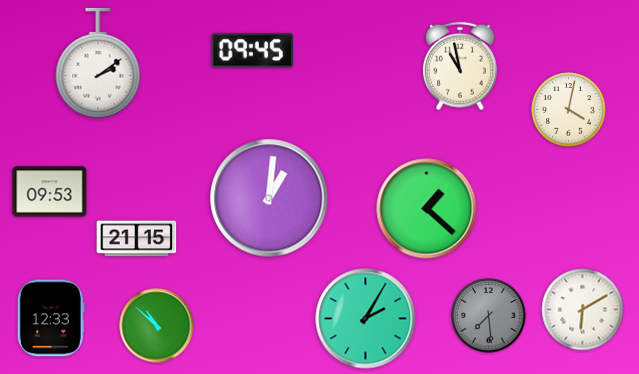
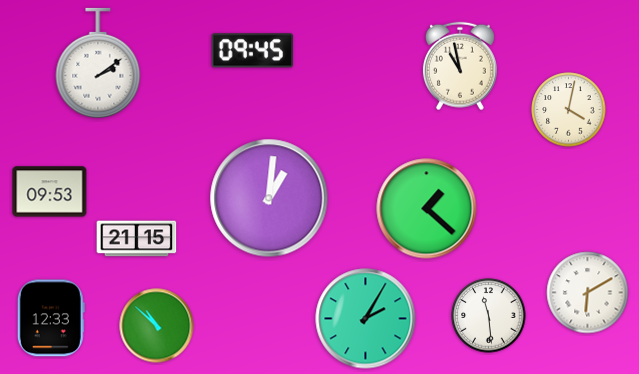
clock at (583, 310) position: (583, 310) -> (588, 293)
clock at (489, 316): 7:29 -> 11:29
clock at (489, 316) dial: grey -> white
